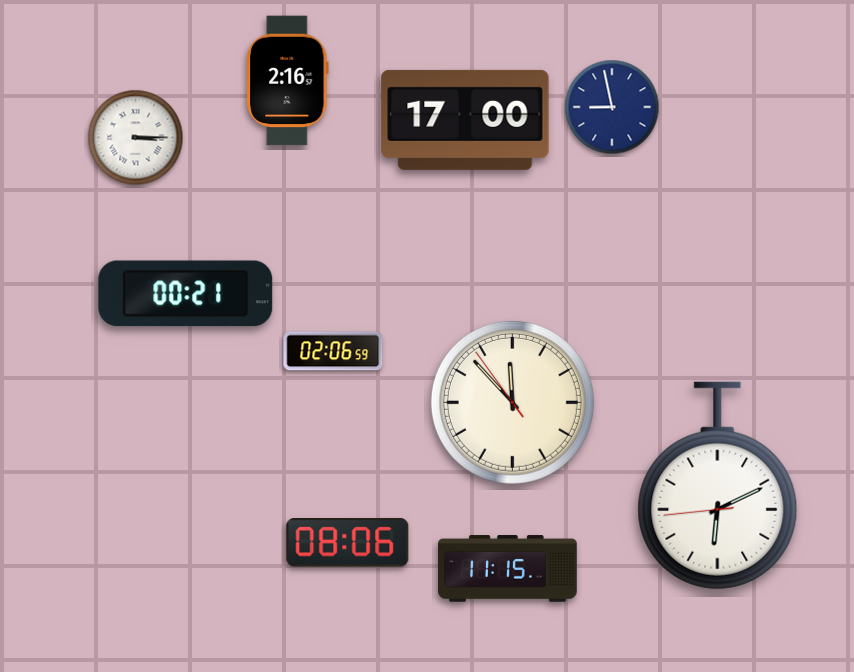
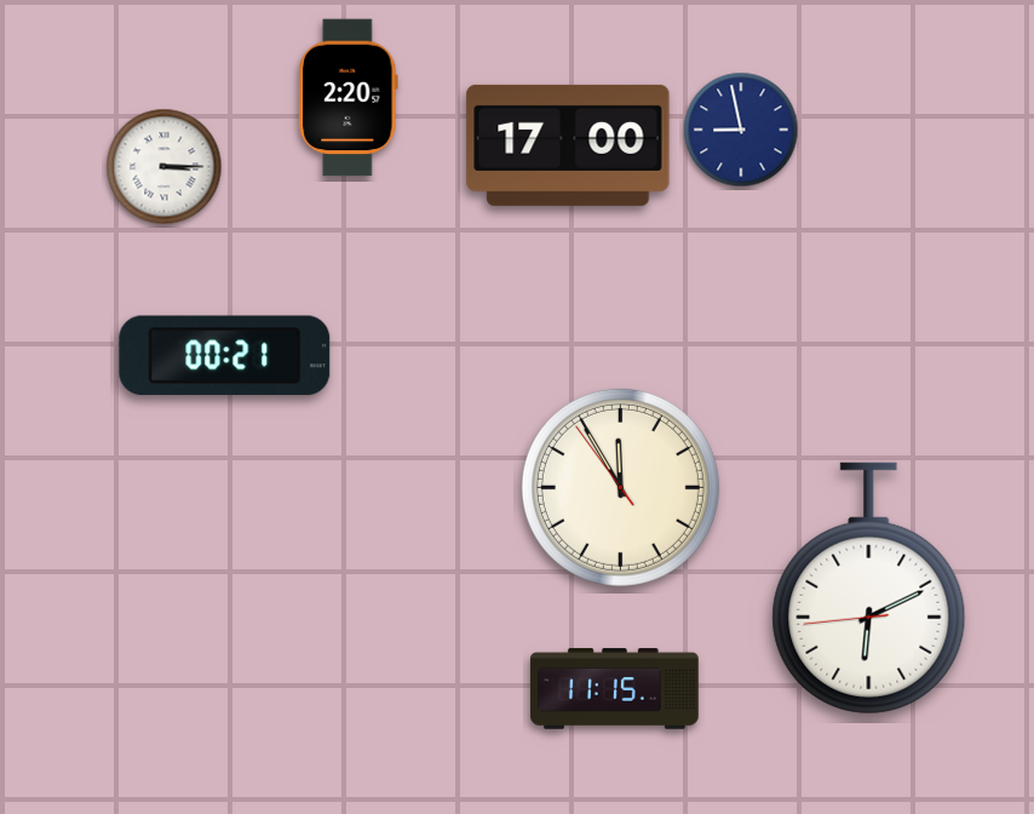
clock at (288, 81): 2:16 -> 2:20
clock at (465, 120) position: (465, 120) -> (568, 145)
clock at (333, 351): 02:06 -> none
clock at (512, 402): 11:52 -> 11:54
clock at (348, 543): 08:06 -> none
